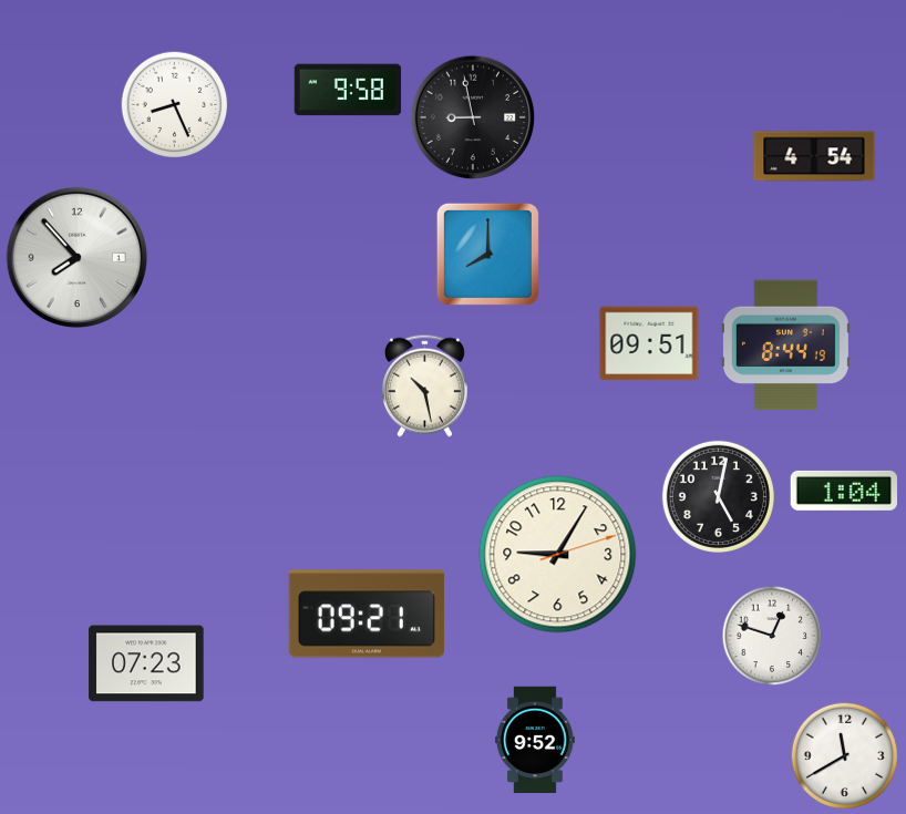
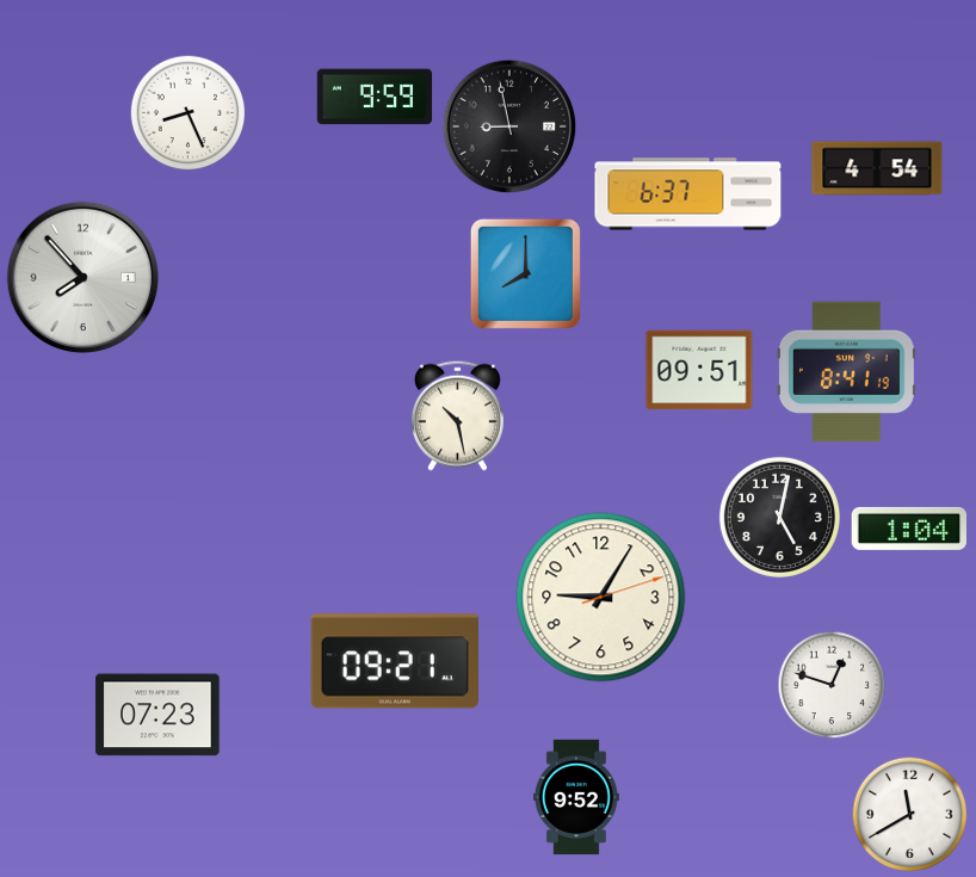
clock at (348, 90): 9:58 -> 9:59
clock at (688, 194): none -> 6:37
clock at (785, 346): 8:44 -> 8:41
clock at (718, 496) position: (718, 496) -> (779, 517)
